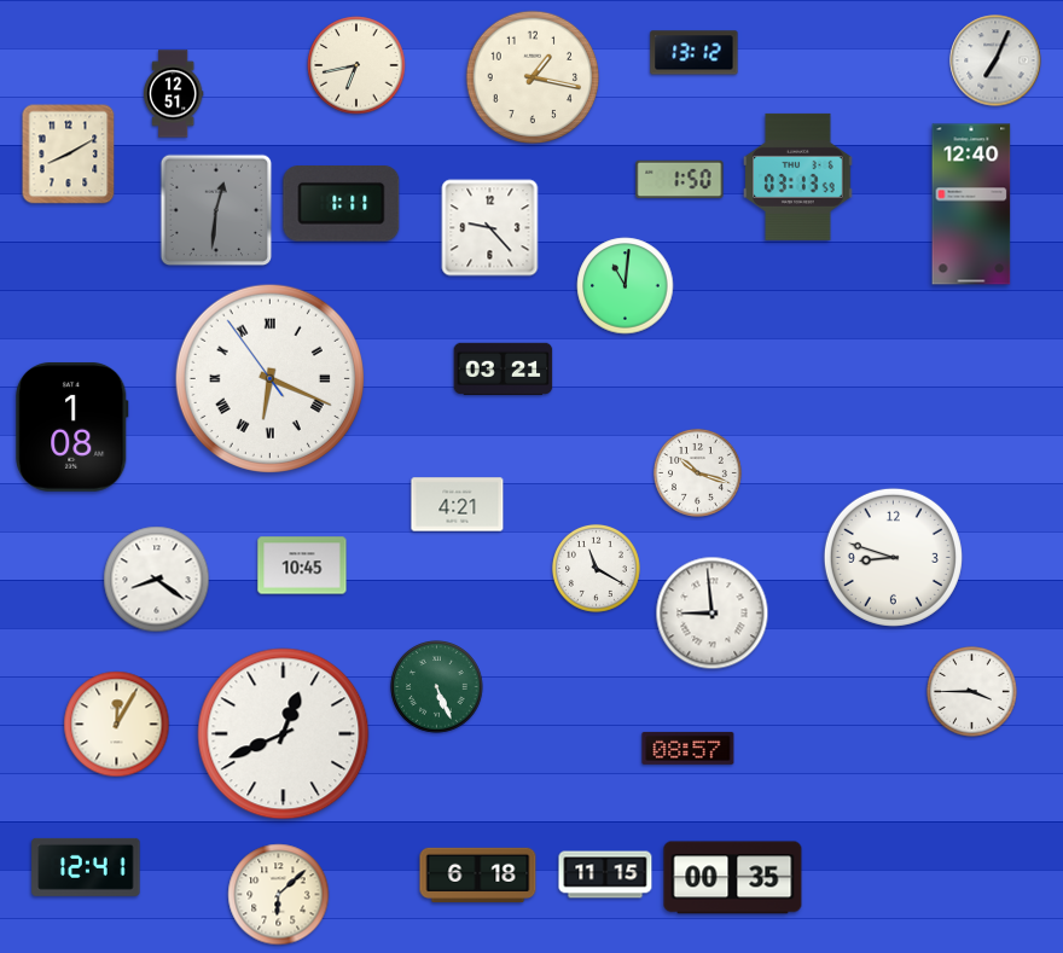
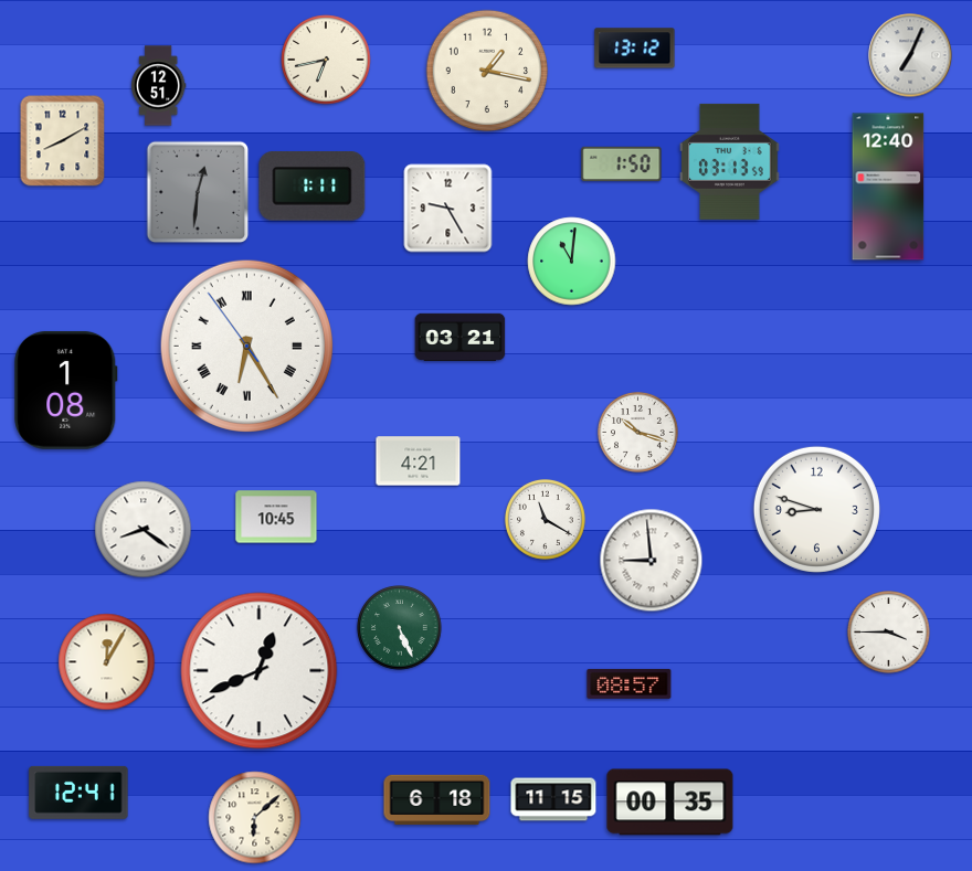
clock at (490, 228): 9:23 -> 9:25
clock at (269, 378): 6:18 -> 6:24
